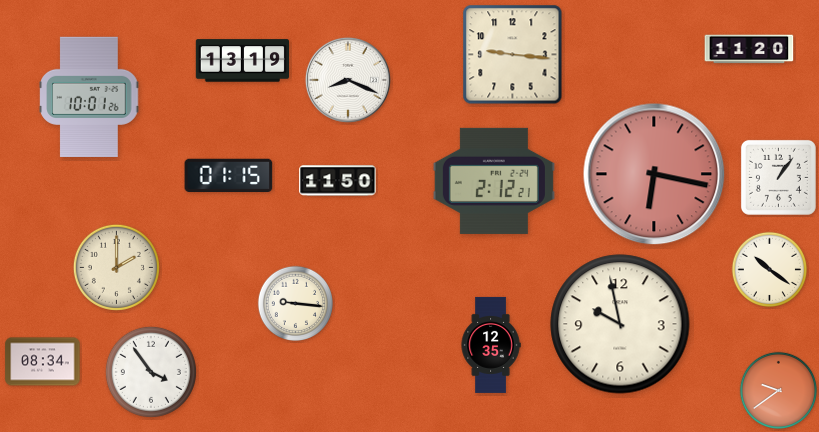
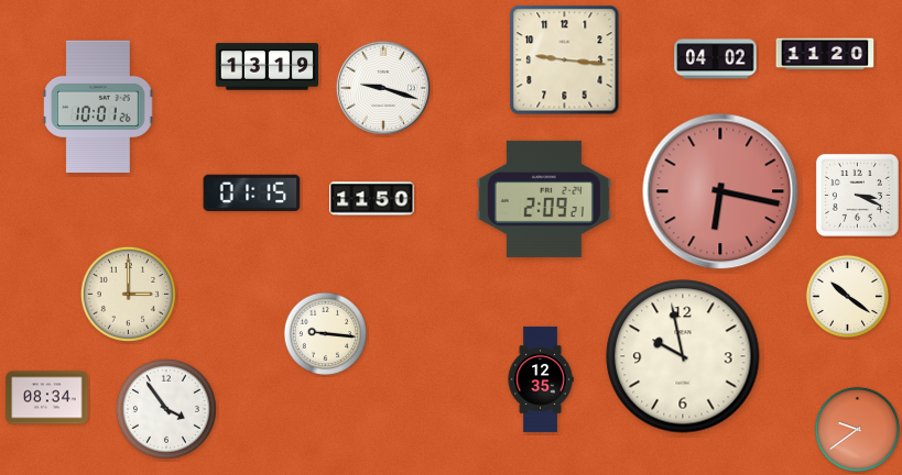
clock at (716, 59): none -> 04:02
clock at (348, 80): 8:19 -> 9:18
clock at (778, 177): 1:06 -> 3:19
clock at (494, 181): 2:12 -> 2:09
clock at (116, 267): 2:00 -> 3:00
